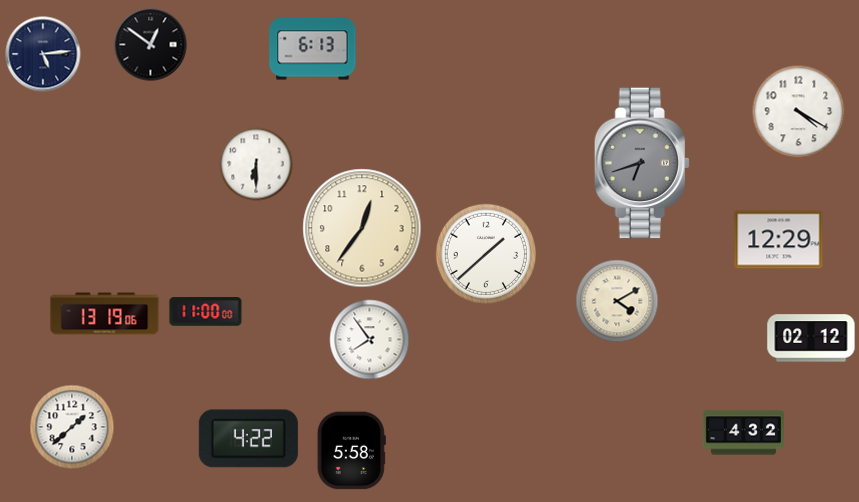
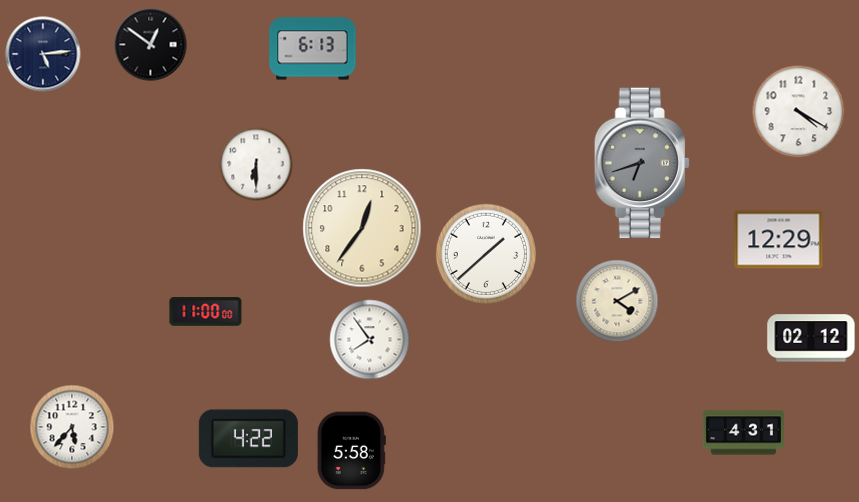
clock at (105, 314): 13:19 -> none
clock at (72, 427): 1:38 -> 5:37
clock at (743, 433): 4:32 -> 4:31
